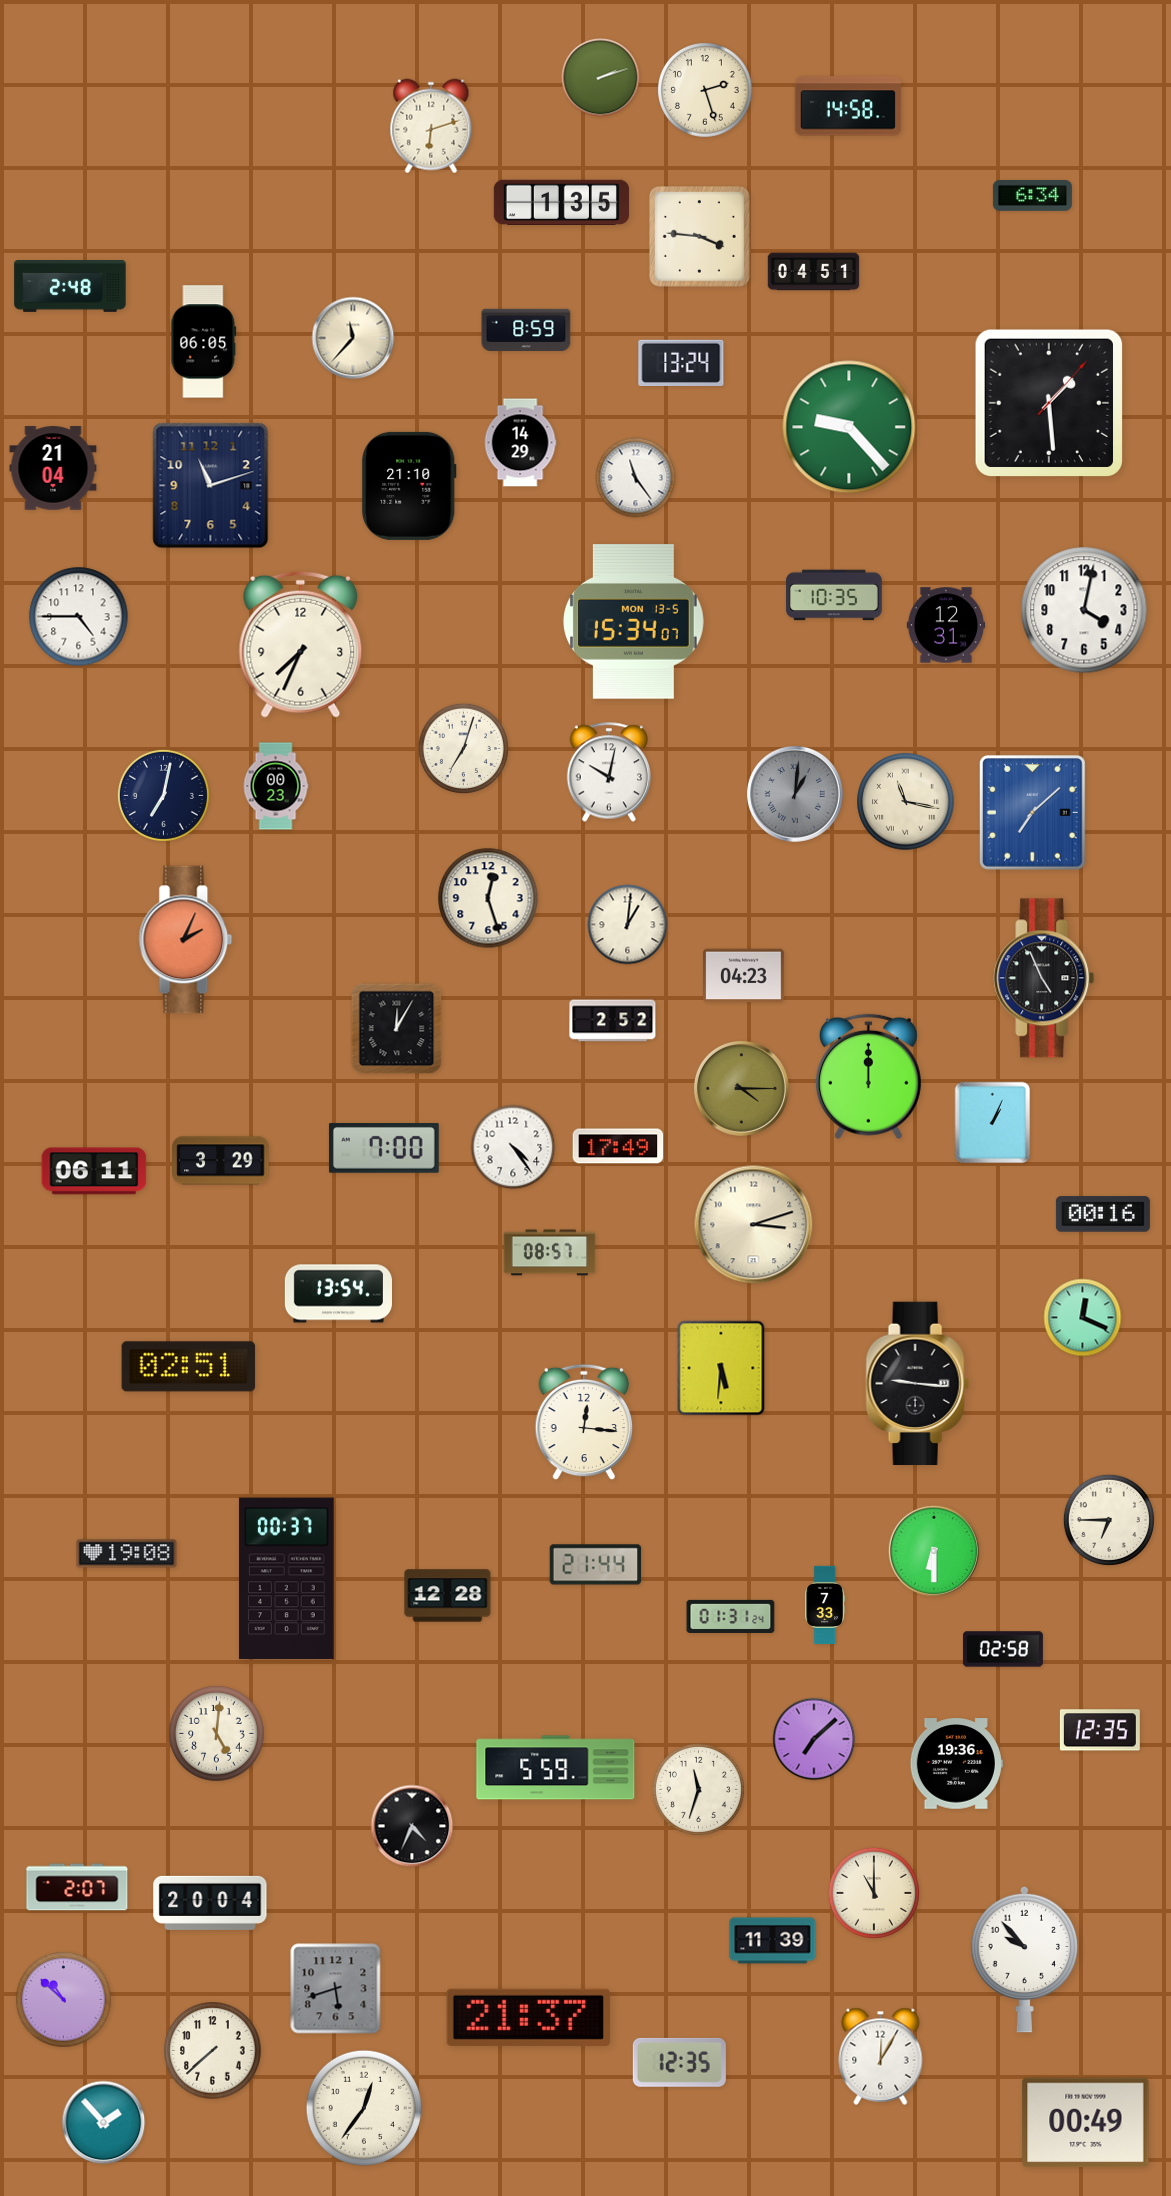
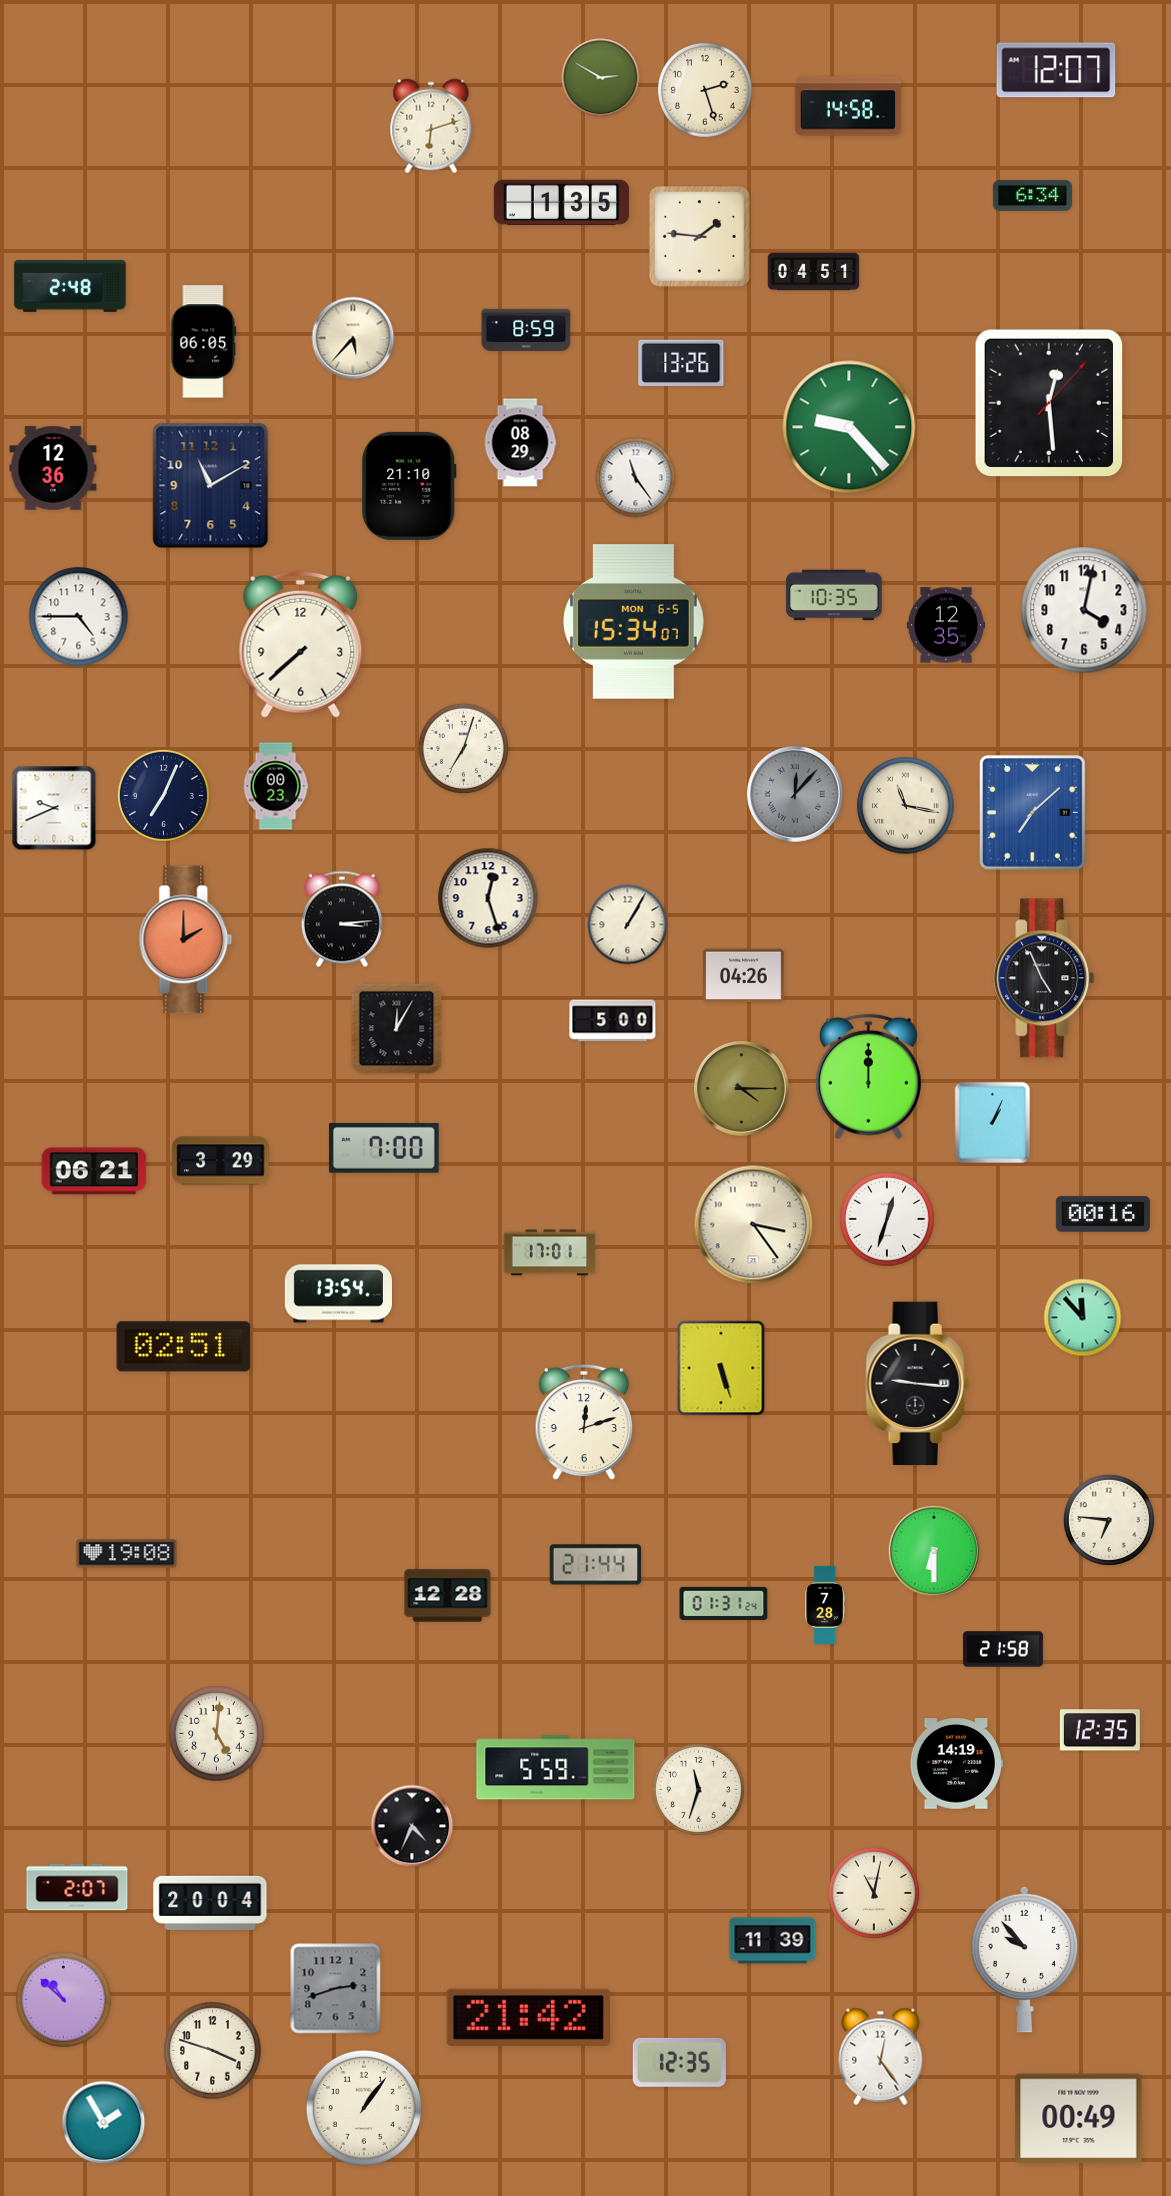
clock at (1056, 70): none -> 12:07
clock at (601, 78): 2:12 -> 2:50
clock at (699, 236): 3:46 -> 1:46
clock at (353, 338): 11:37 -> 5:37
clock at (681, 362): 13:24 -> 13:26
clock at (1048, 402): 1:29 -> 12:29
clock at (520, 443): 14:29 -> 08:29
clock at (53, 468): 21:04 -> 12:36
clock at (211, 486): 11:12 -> 11:10
clock at (633, 622) date: MON 13-5 -> MON 6-5
clock at (945, 625): 12:31 -> 12:35
clock at (301, 644): 7:34 -> 7:38
clock at (608, 772): 10:02 -> none
clock at (795, 794): 1:01 -> 12:07
clock at (163, 795): 7:02 -> 7:04
clock at (906, 802) position: (906, 802) -> (906, 806)
clock at (54, 808): none -> 9:41
clock at (342, 919): none -> 3:14
clock at (628, 925): 1:01 -> 1:05
clock at (186, 940): 2:04 -> 2:00
clock at (744, 976): 04:23 -> 04:26
clock at (613, 1021): 2:52 -> 5:00
clock at (618, 1146): 17:49 -> none
clock at (513, 1147): 4:24 -> none
clock at (94, 1171): 06:11 -> 06:21
clock at (888, 1220): none -> 12:33
clock at (754, 1225): 3:12 -> 3:24
clock at (550, 1253): 08:57 -> 17:01
clock at (1083, 1318): 12:19 -> 11:53
clock at (189, 1367) position: (189, 1367) -> (184, 1347)
clock at (721, 1368): 5:31 -> 5:27
clock at (584, 1422): 12:16 -> 12:12
clock at (1109, 1520): 6:45 -> 6:46
clock at (286, 1579): 00:37 -> none
clock at (825, 1604): 7:33 -> 7:28
clock at (731, 1616) position: (731, 1616) -> (724, 1603)
clock at (1003, 1649): 02:58 -> 21:58
clock at (814, 1739): 7:08 -> none
clock at (956, 1764): 19:36 -> 14:19
clock at (874, 1893): 11:00 -> 11:02
clock at (336, 1989): 5:42 -> 2:42
clock at (528, 2017): 21:37 -> 21:42
clock at (213, 2051): 7:38 -> 3:48
clock at (881, 2056): 12:05 -> 12:24
clock at (364, 2108): 12:36 -> 1:06
clock at (104, 2123): 1:53 -> 1:55
clock at (1086, 2123) position: (1086, 2123) -> (1079, 2119)
